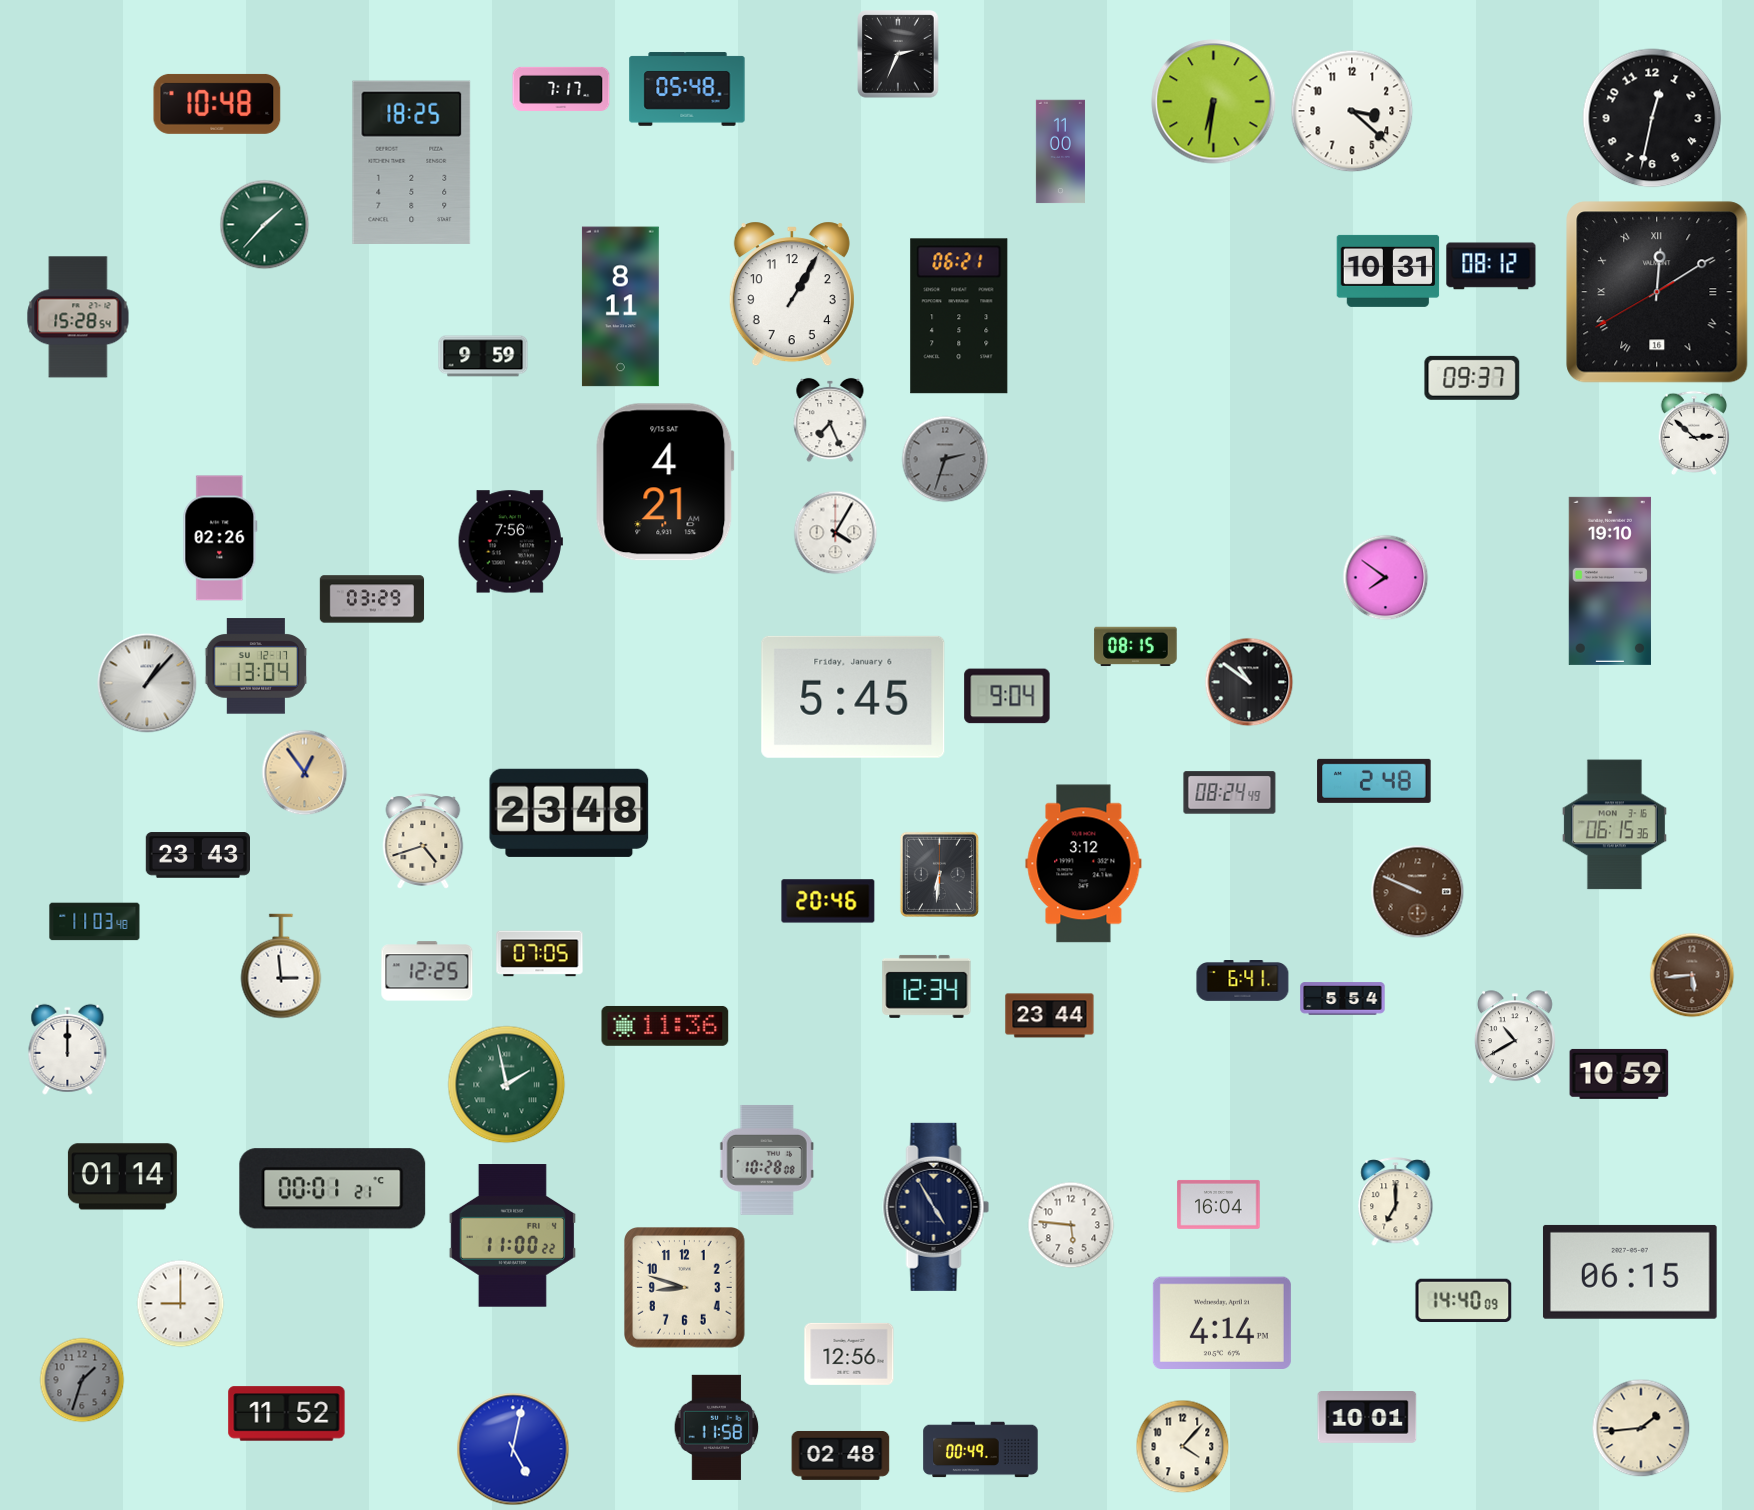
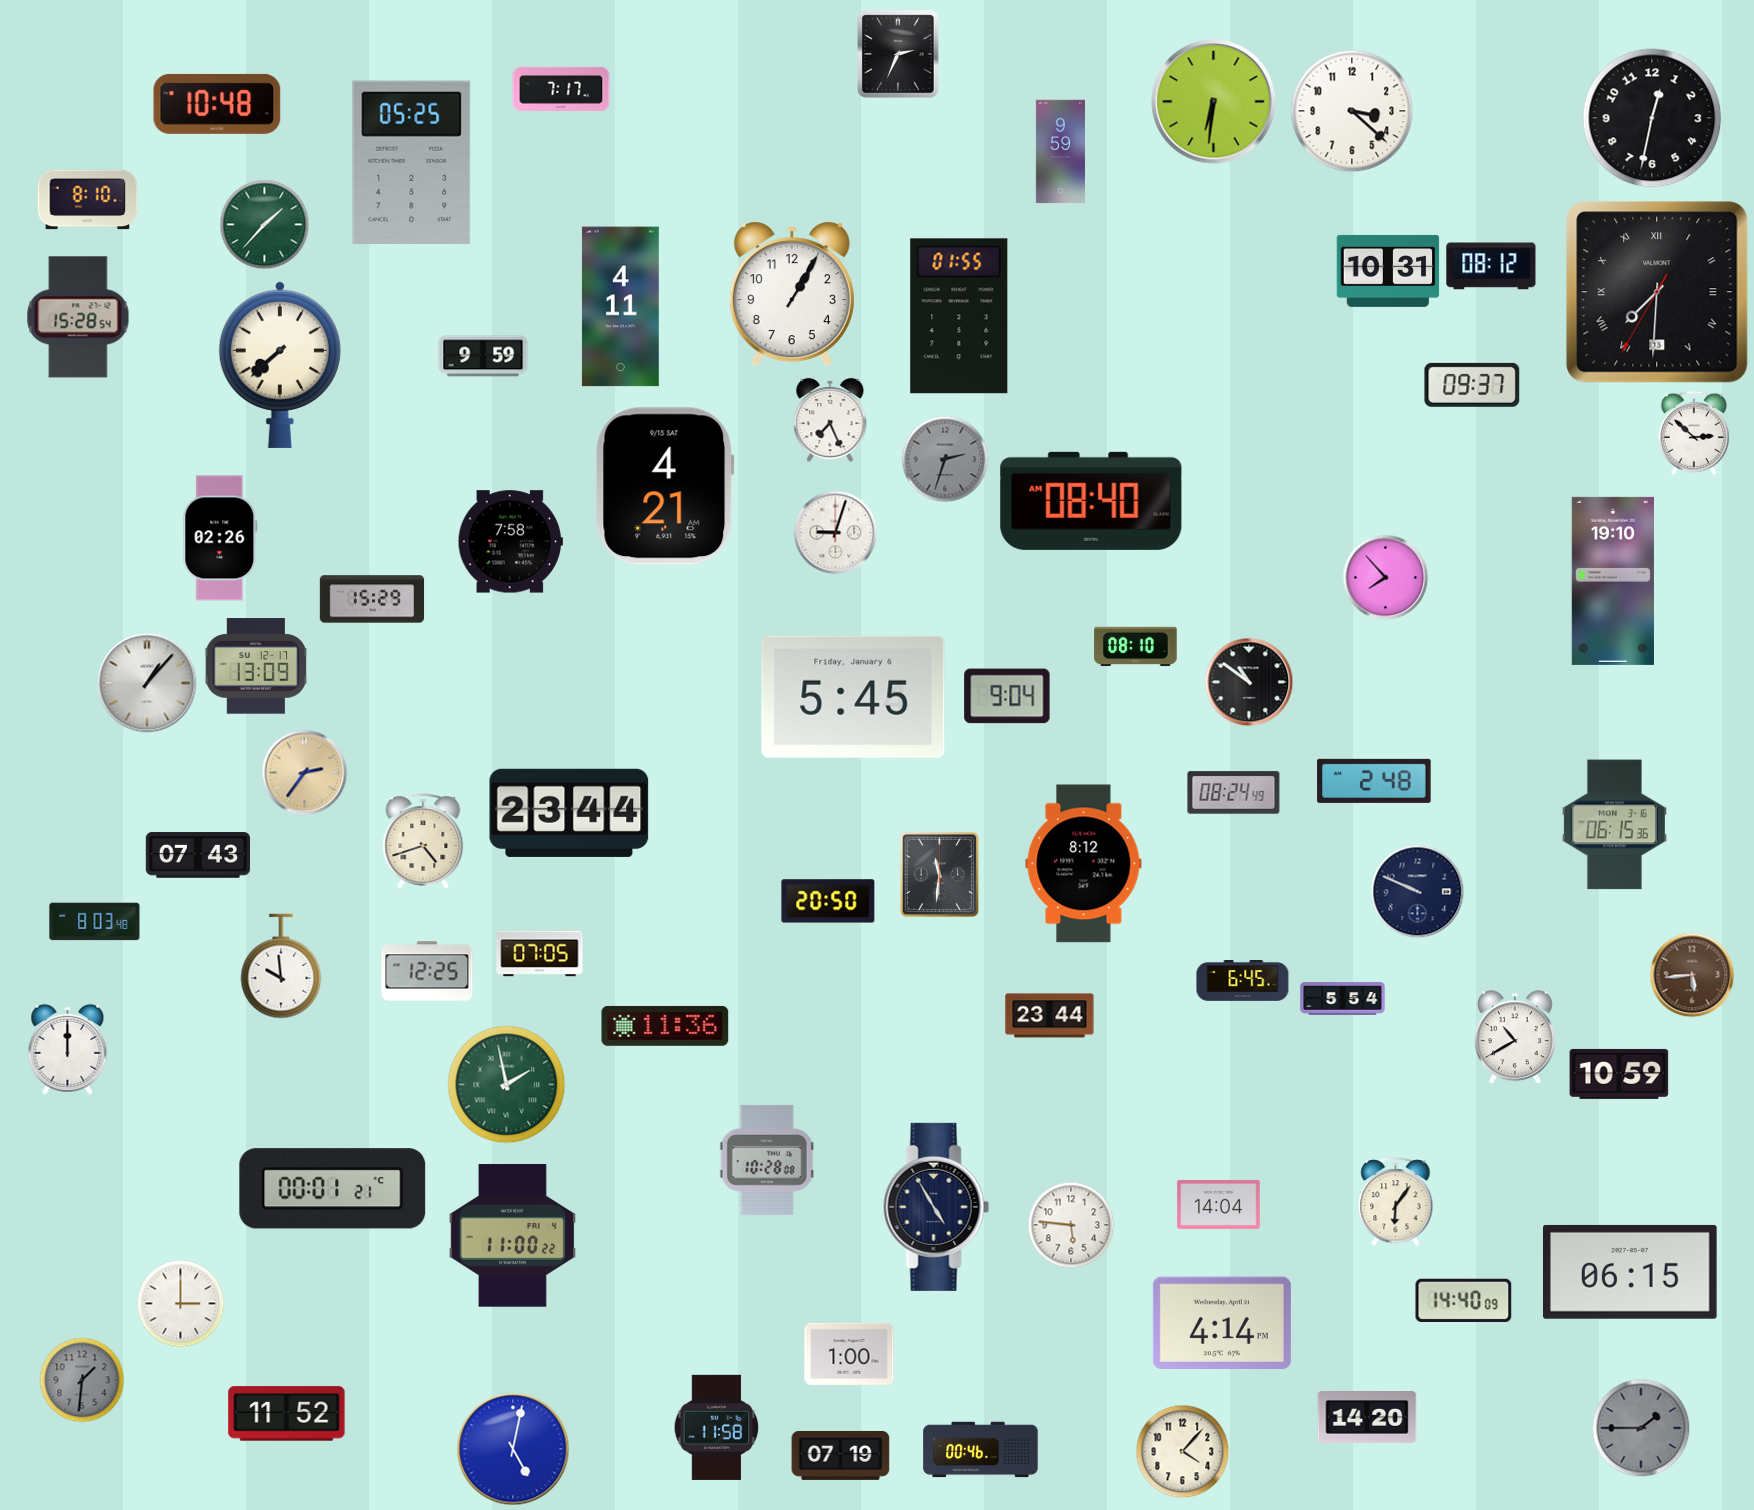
clock at (687, 89): 05:48 -> none
clock at (1060, 152): 11:00 -> 9:59
clock at (412, 162): 18:25 -> 05:25
clock at (88, 200): none -> 8:10
clock at (1657, 292): 12:09 -> 7:30
clock at (620, 307): 8:11 -> 4:11
clock at (959, 316): 06:21 -> 01:55
clock at (280, 364): none -> 7:38
clock at (1472, 378) position: (1472, 378) -> (1472, 385)
clock at (665, 482) position: (665, 482) -> (665, 486)
clock at (1091, 501): none -> 08:40
clock at (836, 533): 4:05 -> 9:03
clock at (510, 542): 7:56 -> 7:58
clock at (1386, 578): 7:51 -> 7:53
clock at (1610, 581) position: (1610, 581) -> (1613, 581)
clock at (372, 599): 03:29 -> 15:29
clock at (1136, 647): 08:15 -> 08:10
clock at (256, 666): 13:04 -> 13:09
clock at (305, 773): 12:54 -> 2:36
clock at (1230, 793) position: (1230, 793) -> (1234, 793)
clock at (569, 813): 23:48 -> 23:44
clock at (197, 855): 23:43 -> 07:43
clock at (1084, 864): 3:12 -> 8:12
clock at (939, 874): 6:31 -> 11:31
clock at (1418, 892) dial: brown -> navy
clock at (828, 901): 20:46 -> 20:50
clock at (95, 922): 11:03 -> 8:03
clock at (281, 966): 2:59 -> 9:59
clock at (1243, 981): 6:41 -> 6:45
clock at (927, 986): 12:34 -> none
clock at (122, 1177): 01:14 -> none
clock at (1396, 1202): 7:00 -> 6:06
clock at (1219, 1204): 16:04 -> 14:04
clock at (685, 1288): 8:48 -> none
clock at (181, 1304): 9:00 -> 3:00
clock at (849, 1354): 12:56 -> 1:00
clock at (82, 1380): 1:33 -> 1:31
clock at (1367, 1418): 10:01 -> 14:20
clock at (1641, 1428): 1:44 -> 1:45
clock at (1641, 1428) dial: cream -> grey
clock at (1183, 1447) position: (1183, 1447) -> (1183, 1452)
clock at (981, 1450): 00:49 -> 00:46
clock at (841, 1455): 02:48 -> 07:19
